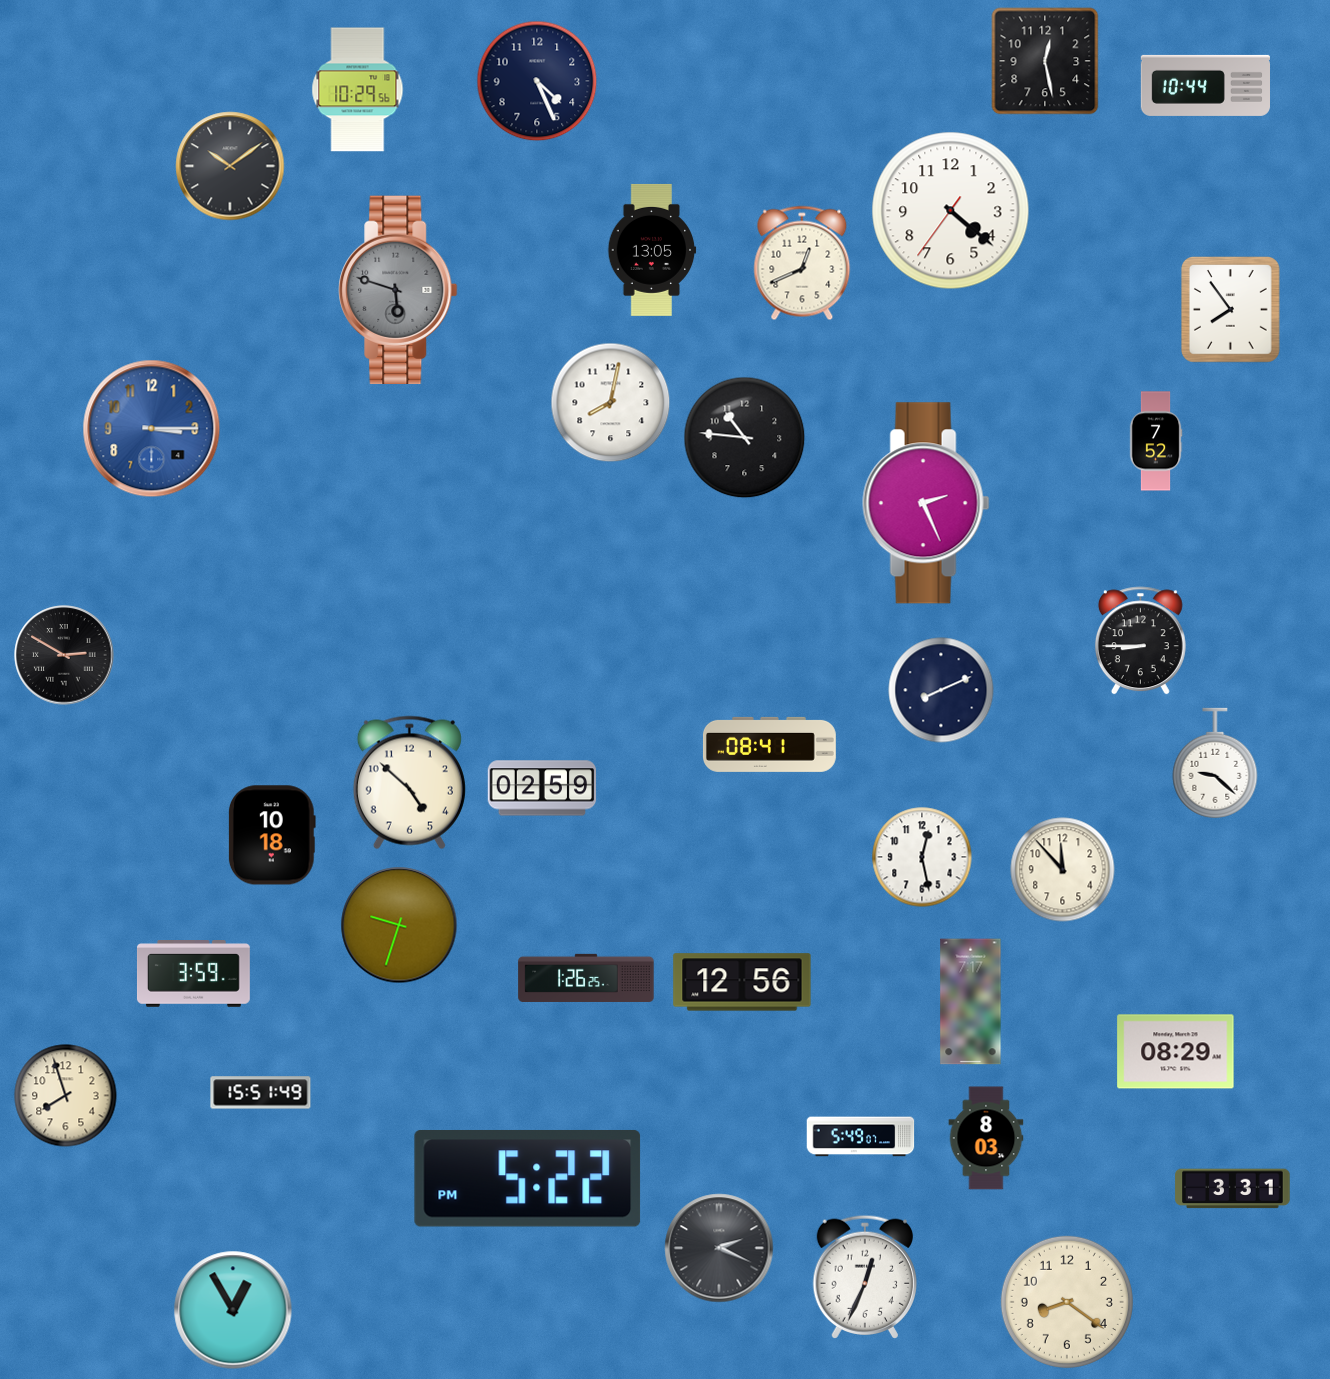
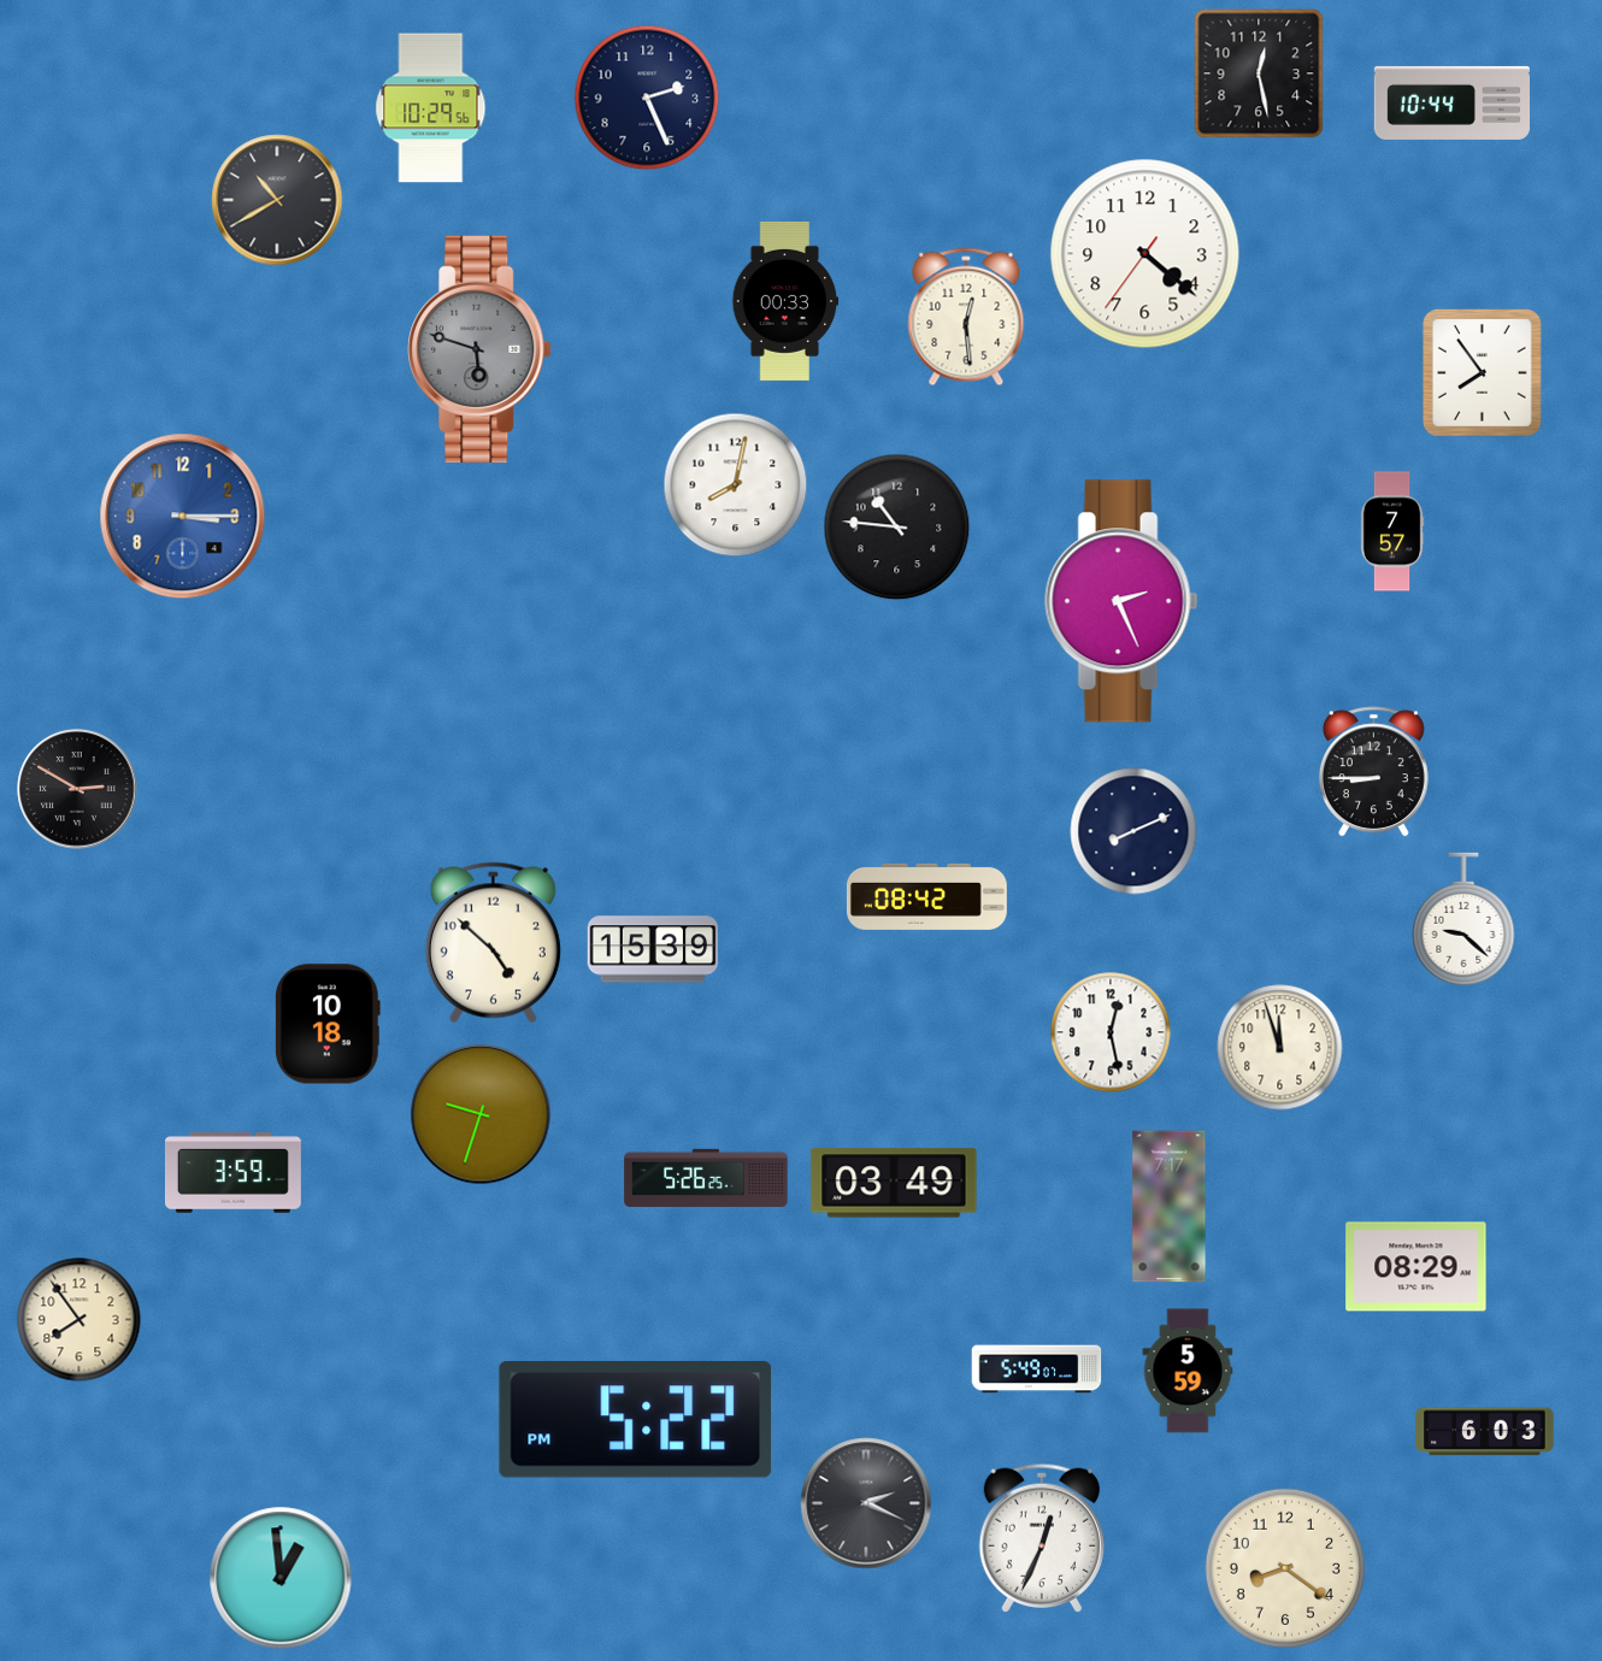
clock at (537, 81): 4:26 -> 2:26
clock at (230, 166): 10:09 -> 10:40
clock at (652, 250): 13:05 -> 00:33
clock at (802, 263): 12:41 -> 12:29
clock at (1156, 441): 7:52 -> 7:57
clock at (926, 503) position: (926, 503) -> (1121, 601)
clock at (769, 744): 08:41 -> 08:42
clock at (542, 788): 02:59 -> 15:39
clock at (272, 835) position: (272, 835) -> (328, 1024)
clock at (1063, 870): 11:53 -> 11:57
clock at (586, 978): 1:26 -> 5:26
clock at (742, 982): 12:56 -> 03:49
clock at (261, 1093): 15:51 -> none
clock at (66, 1096): 7:57 -> 7:54
clock at (986, 1138): 8:03 -> 5:59
clock at (1233, 1189): 3:31 -> 6:03
clock at (233, 1310): 12:55 -> 12:59
